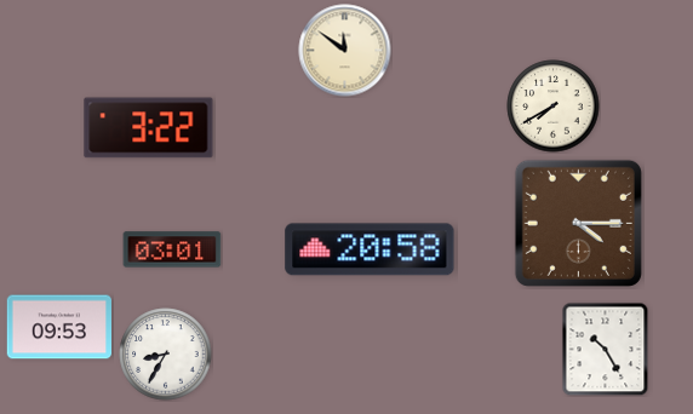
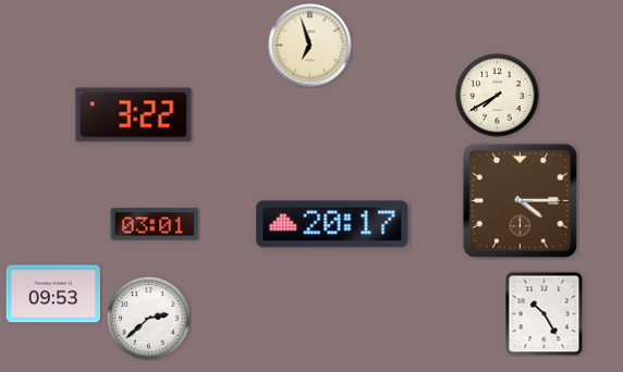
clock at (345, 51): 11:51 -> 6:57
clock at (370, 249): 20:58 -> 20:17
clock at (166, 355): 8:35 -> 2:38
